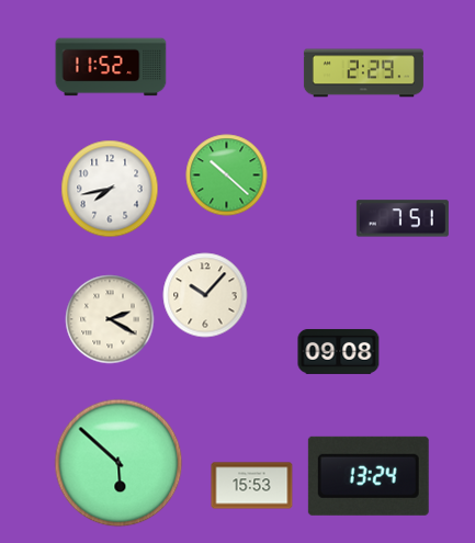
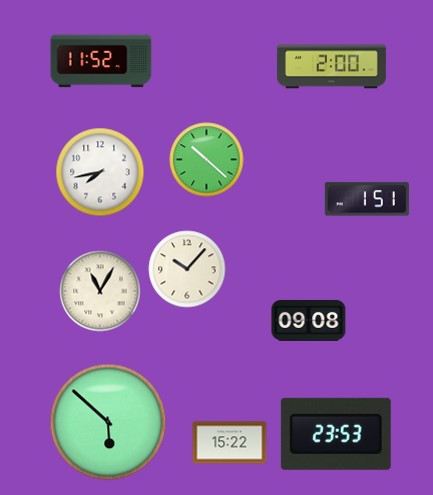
clock at (363, 73): 2:29 -> 2:00
clock at (403, 218): 7:51 -> 1:51
clock at (110, 319): 2:20 -> 11:05
clock at (369, 476): 13:24 -> 23:53
clock at (252, 486): 15:53 -> 15:22
